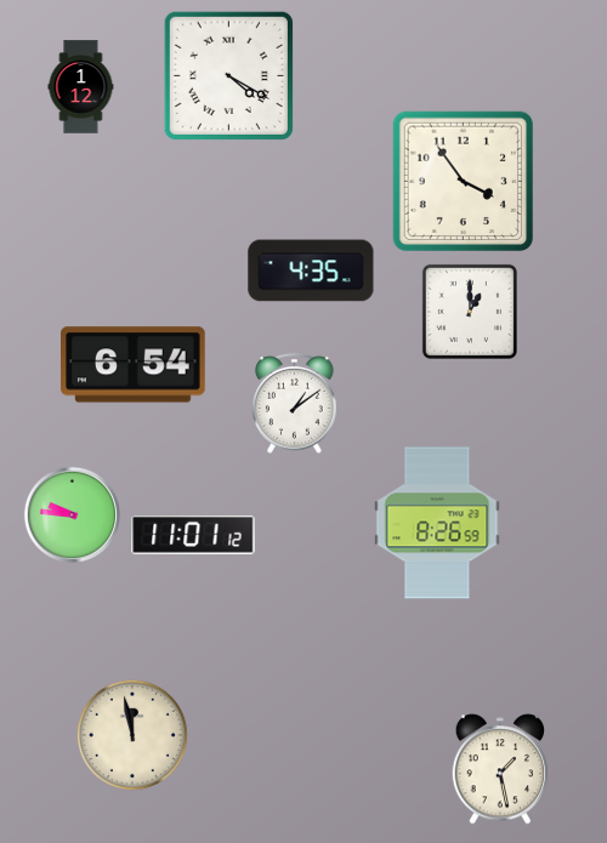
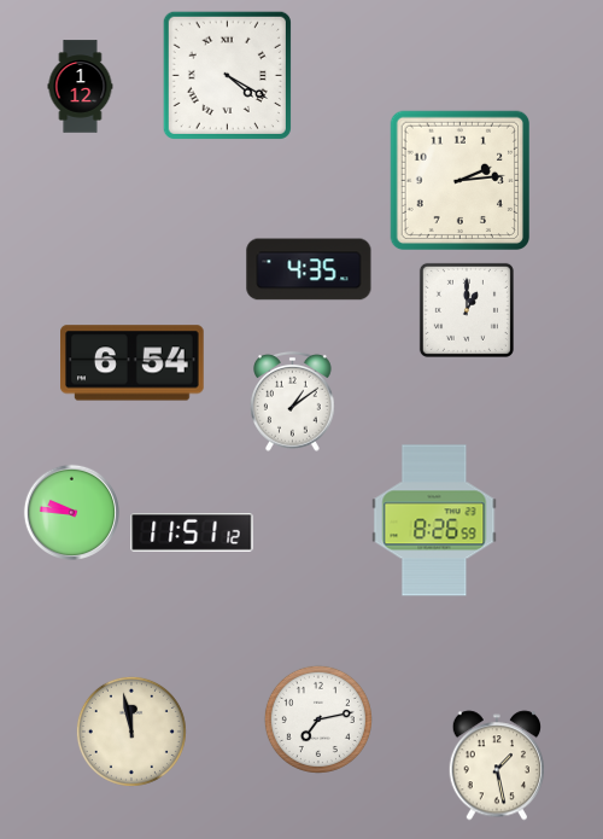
clock at (463, 181): 3:54 -> 2:14
clock at (193, 536): 11:01 -> 11:51
clock at (318, 719): none -> 7:13
